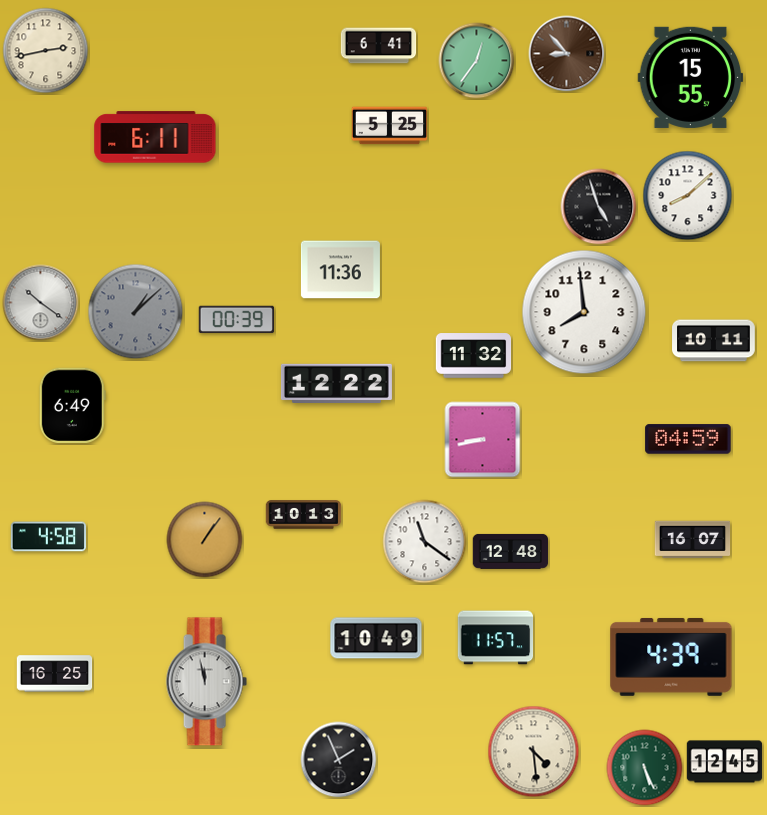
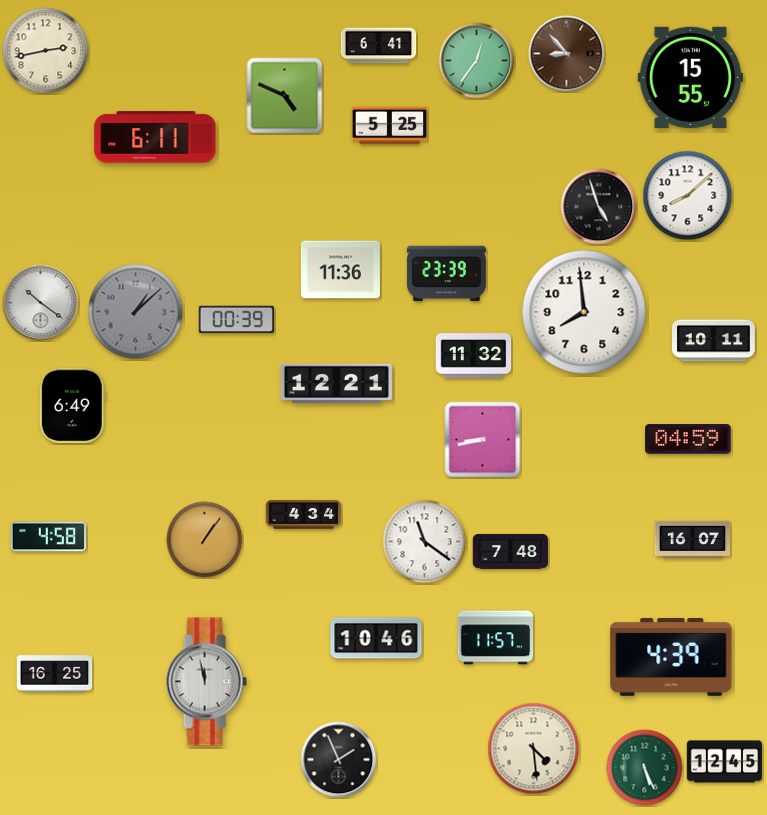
clock at (285, 96): none -> 4:49
clock at (446, 274): none -> 23:39
clock at (336, 384): 12:22 -> 12:21
clock at (304, 515): 10:13 -> 4:34
clock at (511, 551): 12:48 -> 7:48
clock at (376, 638): 10:49 -> 10:46
clock at (534, 752) position: (534, 752) -> (534, 749)
